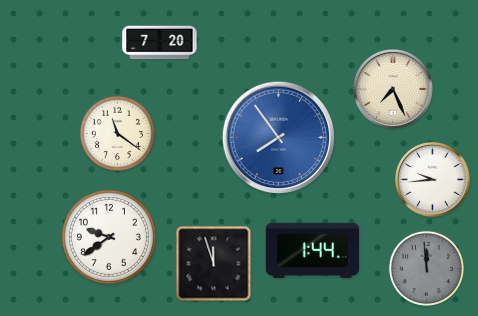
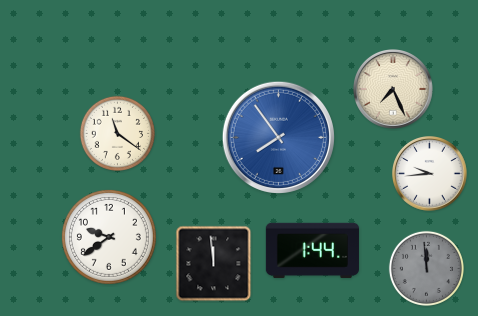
clock at (160, 43): 7:20 -> none
clock at (433, 180) position: (433, 180) -> (430, 174)
clock at (214, 264): 11:57 -> 11:59
